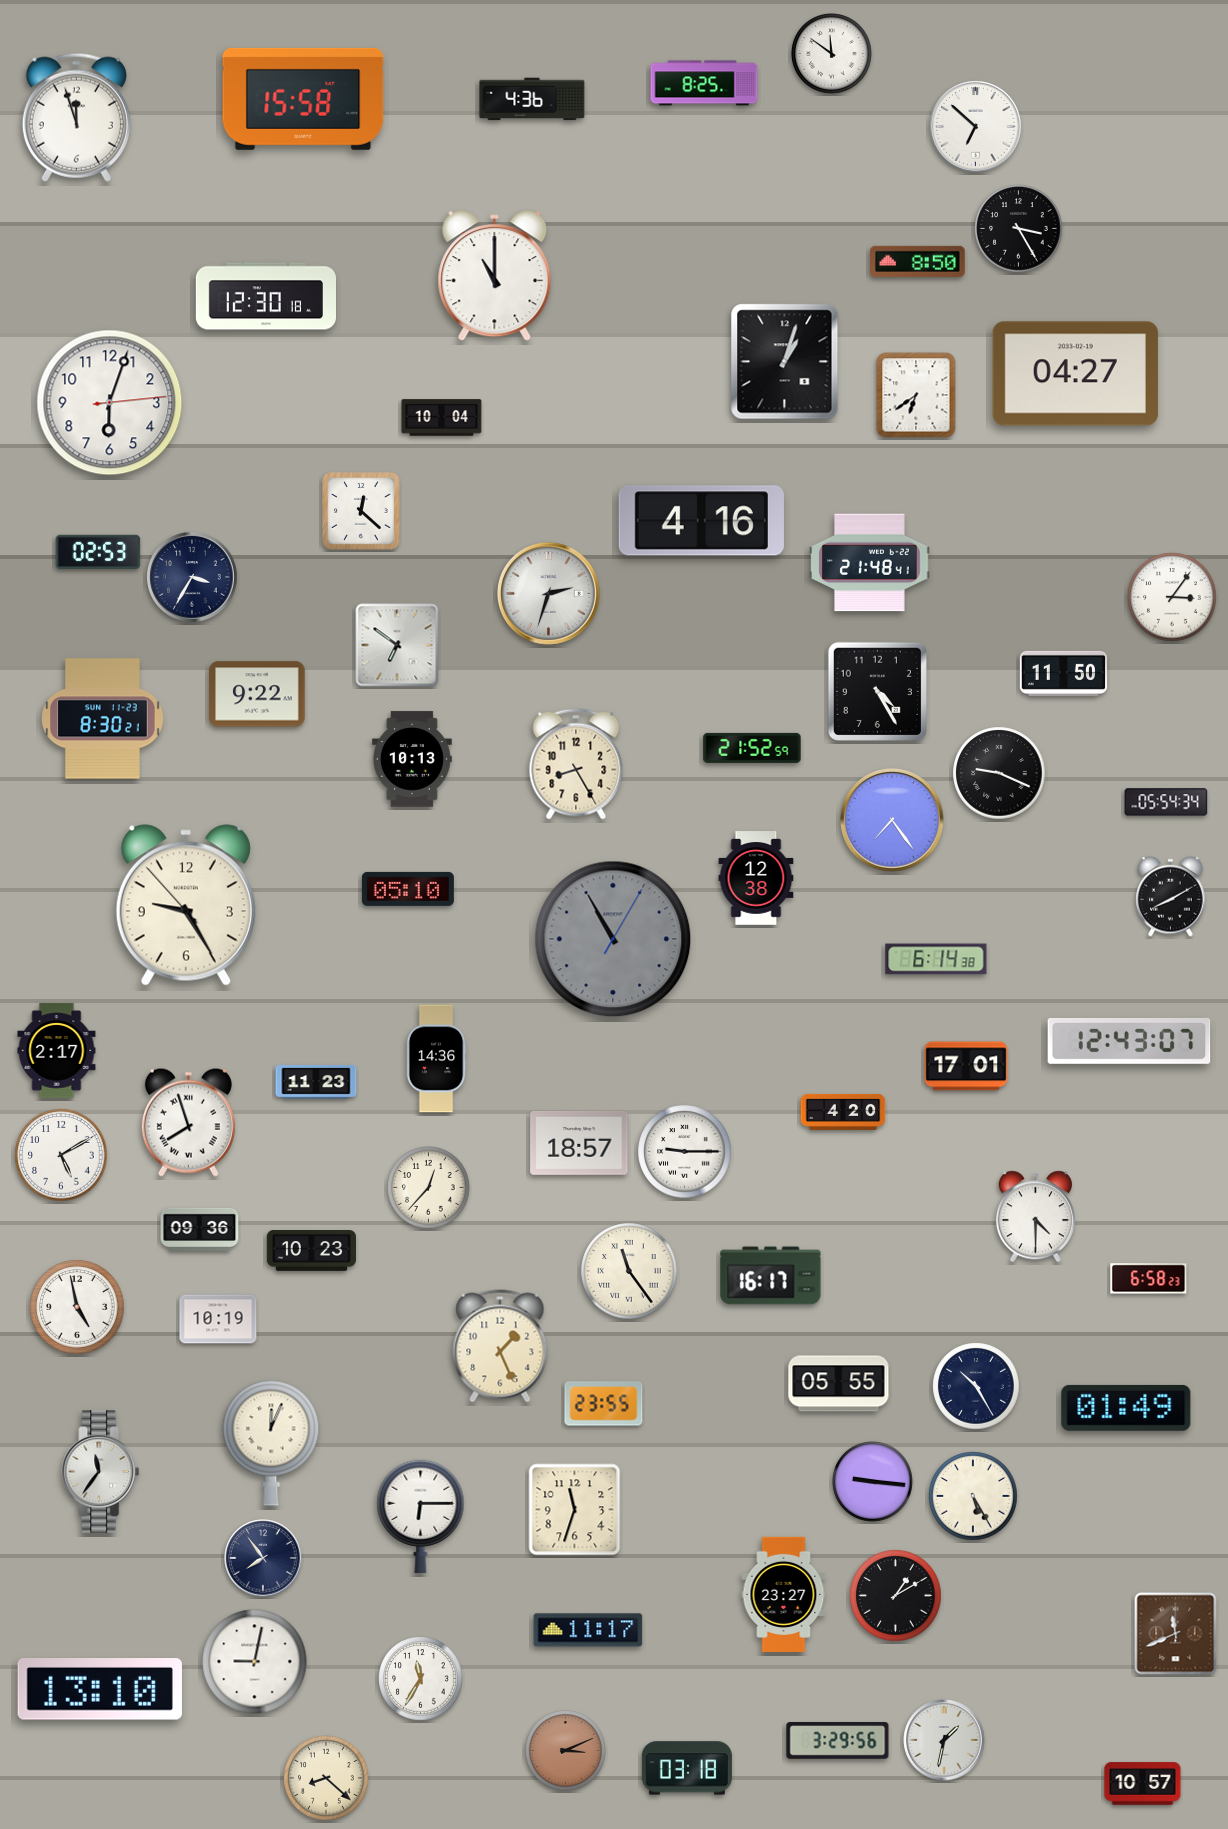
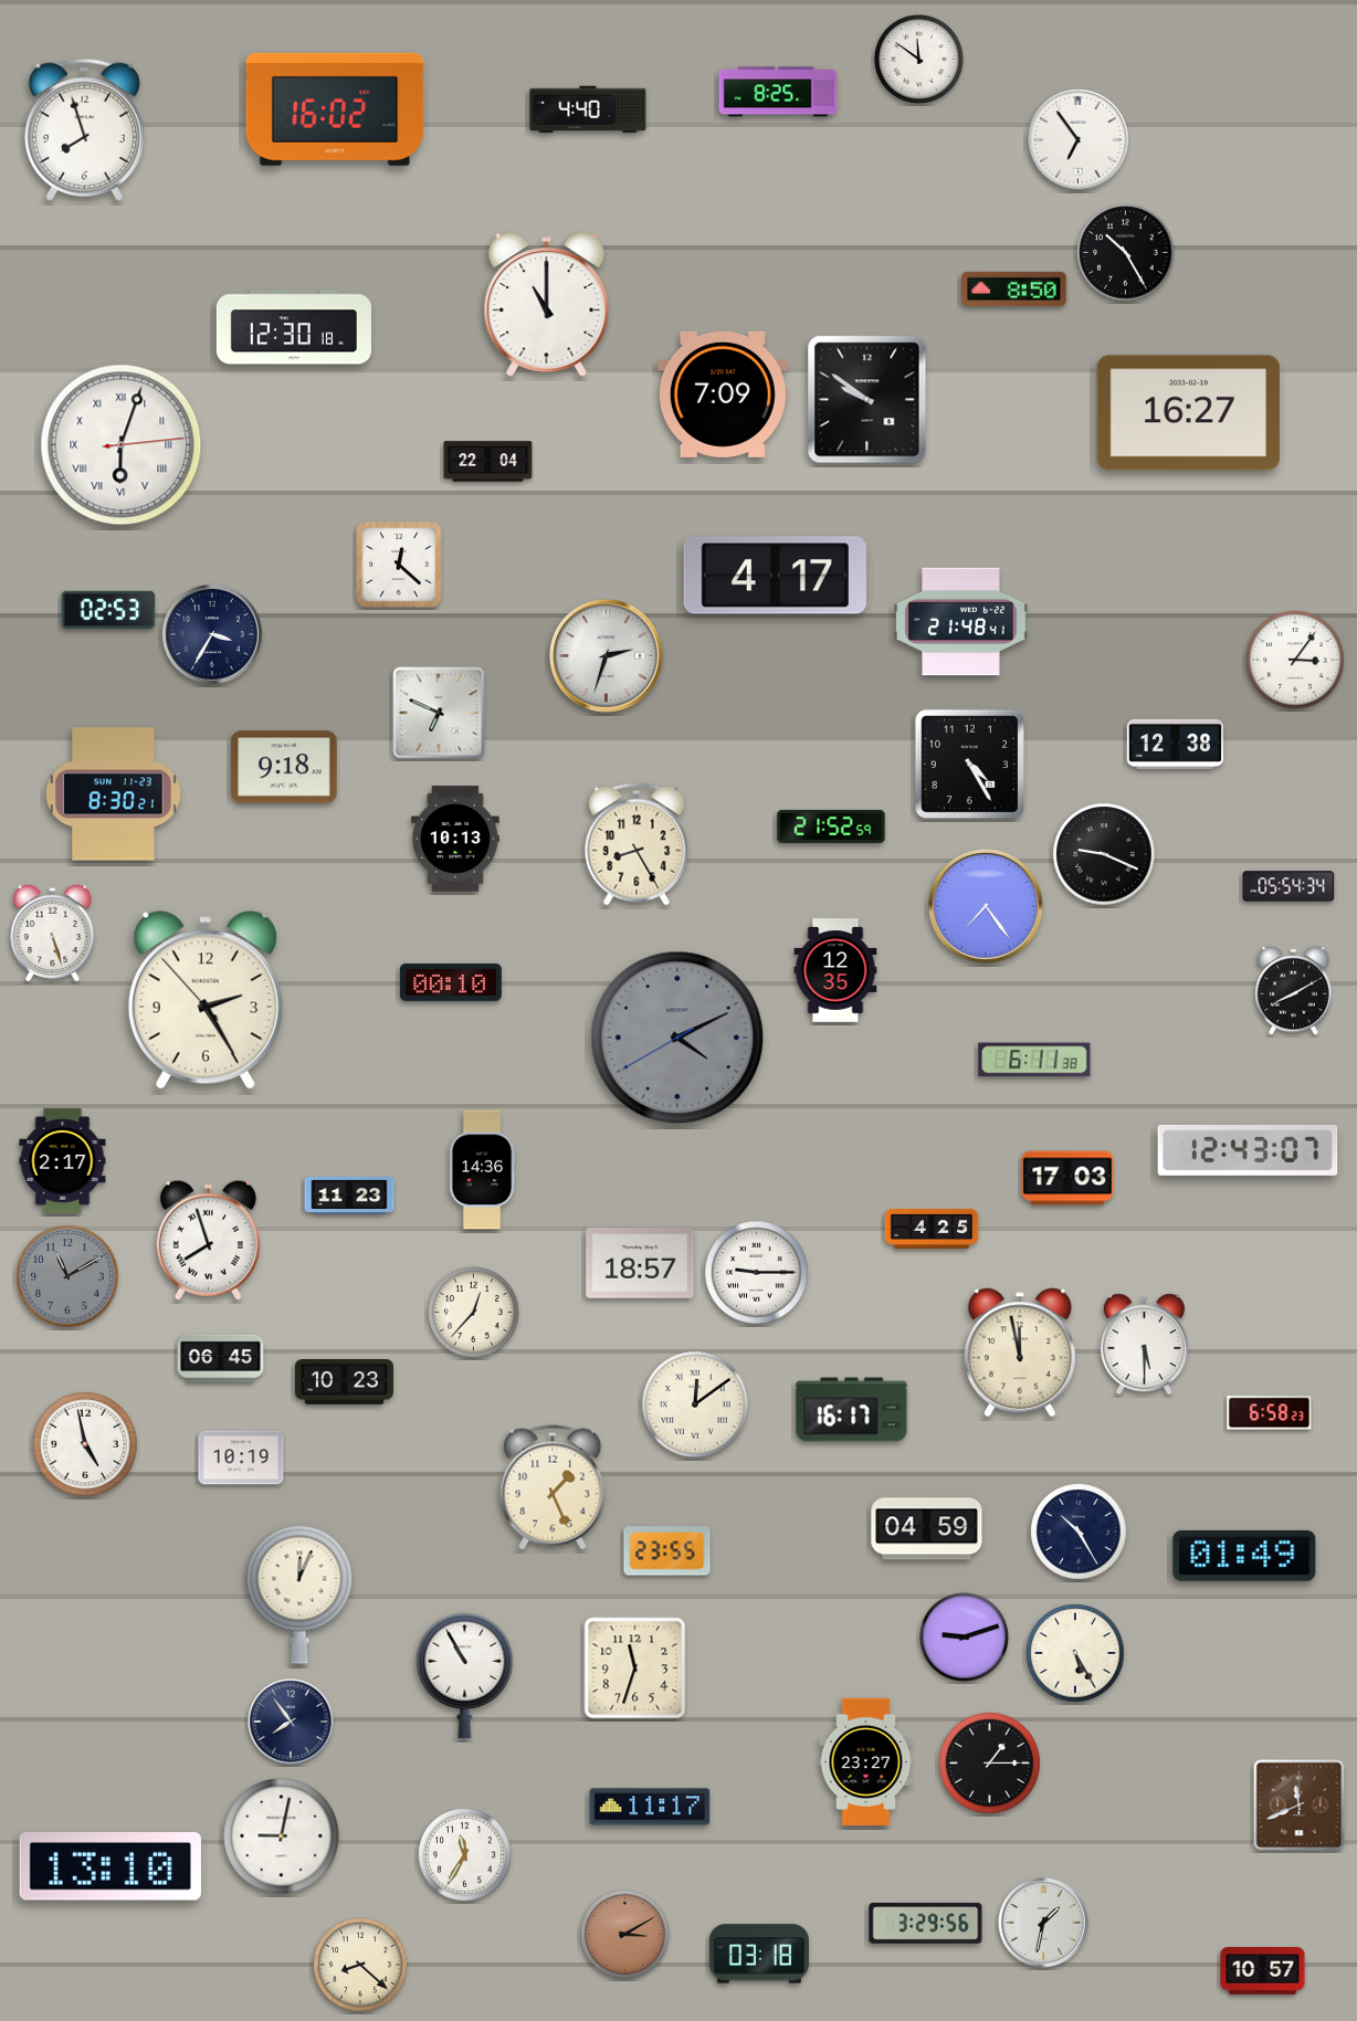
clock at (303, 99): 15:58 -> 16:02
clock at (532, 99): 4:36 -> 4:40
clock at (76, 117): 11:57 -> 7:57
clock at (976, 127): 6:52 -> 6:54
clock at (1019, 229): 3:25 -> 10:25
clock at (723, 394): none -> 7:09
clock at (785, 362): 1:03 -> 9:51
clock at (1075, 374): 04:27 -> 16:27
clock at (916, 395): 6:39 -> none
clock at (110, 403) numerals: Arabic -> Roman
clock at (442, 418): 10:04 -> 22:04
clock at (701, 521): 4:16 -> 4:17
clock at (192, 577) position: (192, 577) -> (212, 634)
clock at (397, 645): 6:51 -> 6:49
clock at (1064, 673): 11:50 -> 12:38
clock at (257, 694): 9:22 -> 9:18
clock at (53, 933): none -> 5:27
clock at (756, 878): 12:38 -> 12:35
clock at (408, 889): 05:10 -> 00:10
clock at (186, 905): 9:24 -> 2:24
clock at (613, 939): 10:55 -> 4:10
clock at (936, 959): 6:14 -> 6:11
clock at (966, 1066): 17:01 -> 17:03
clock at (843, 1112): 4:20 -> 4:25
clock at (61, 1155): 5:10 -> 11:10
clock at (61, 1155) dial: white -> grey
clock at (1035, 1217): 4:30 -> 5:30
clock at (1020, 1352): none -> 11:58
clock at (200, 1229): 09:36 -> 06:45
clock at (629, 1271): 11:24 -> 12:09
clock at (839, 1384): 05:55 -> 04:59
clock at (101, 1472): 11:36 -> none
clock at (873, 1482): 9:16 -> 9:12
clock at (421, 1517): 6:15 -> 10:55
clock at (896, 1596): 1:10 -> 1:15
clock at (588, 1630) position: (588, 1630) -> (650, 1807)
clock at (566, 1751): 3:11 -> 3:10
